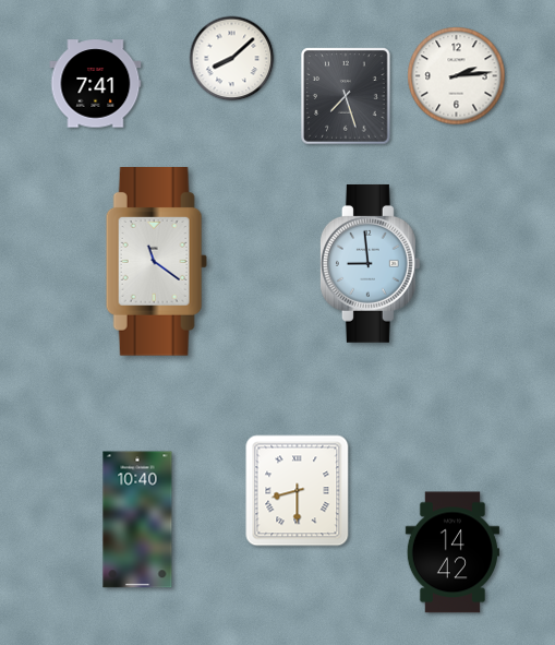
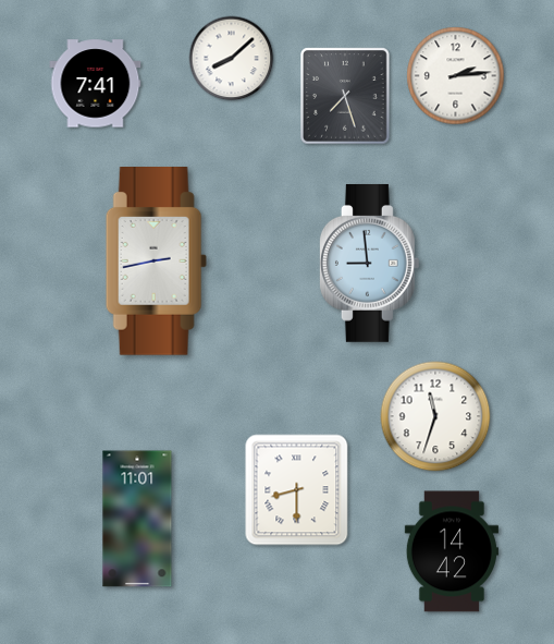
clock at (156, 262): 11:21 -> 2:43
clock at (435, 416): none -> 11:33
clock at (137, 519): 10:40 -> 11:01
